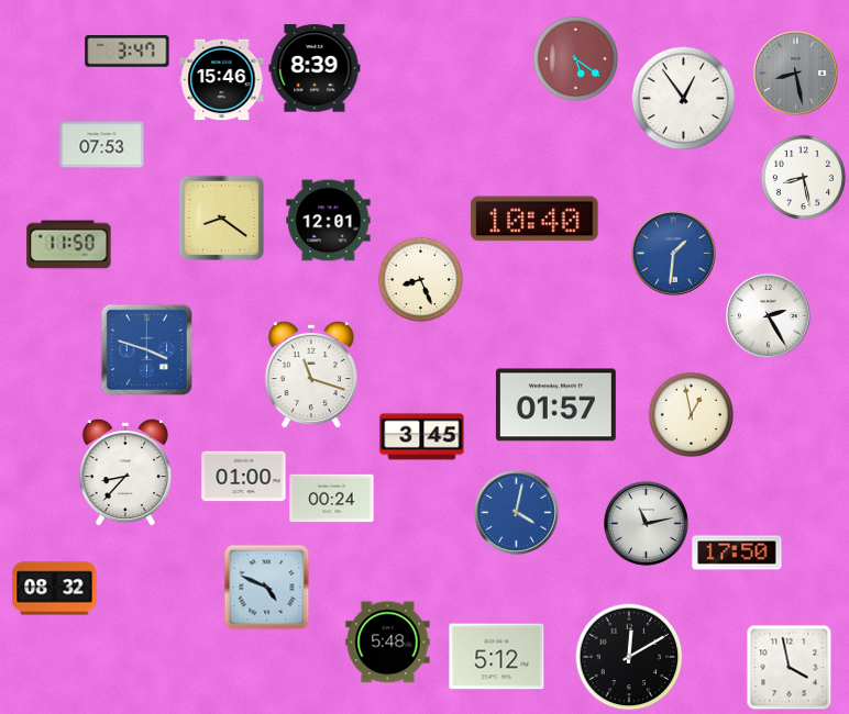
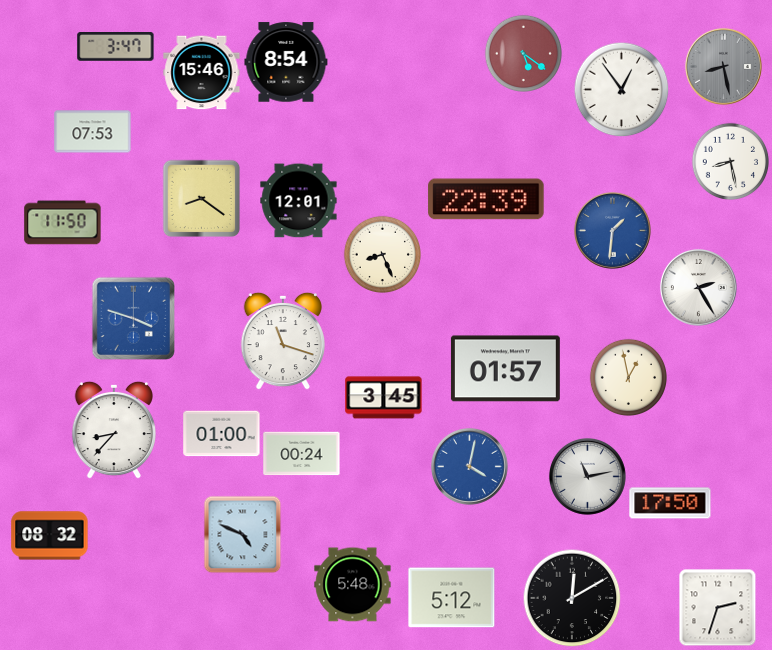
clock at (315, 68): 8:39 -> 8:54
clock at (534, 219): 10:40 -> 22:39
clock at (789, 667): 3:58 -> 2:33
